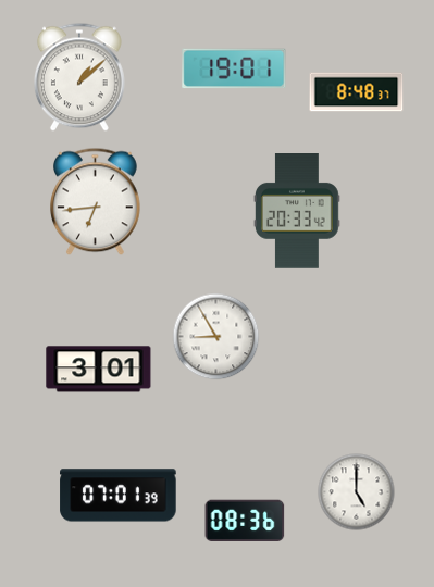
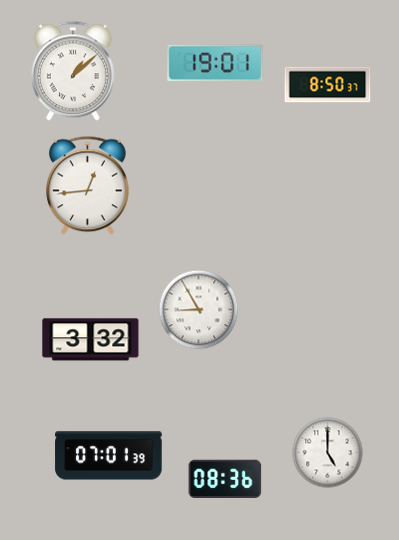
clock at (357, 92): 8:48 -> 8:50
clock at (96, 202): 6:44 -> 12:44
clock at (297, 211): 20:33 -> none
clock at (99, 370): 3:01 -> 3:32
